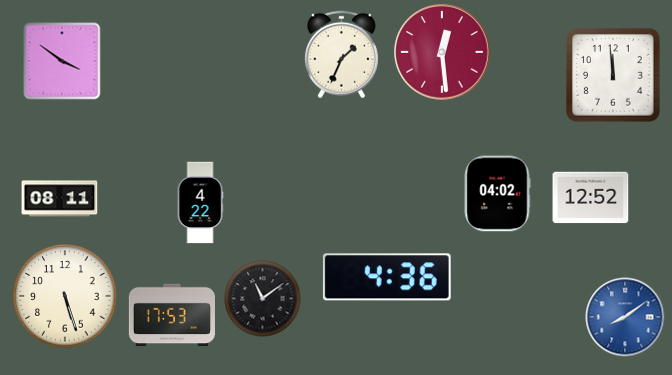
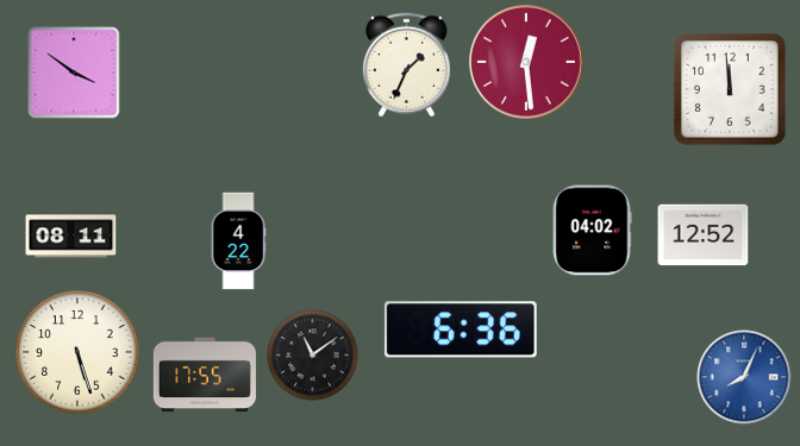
clock at (387, 277): 4:36 -> 6:36
clock at (172, 315): 17:53 -> 17:55
clock at (625, 317): 8:09 -> 8:04
